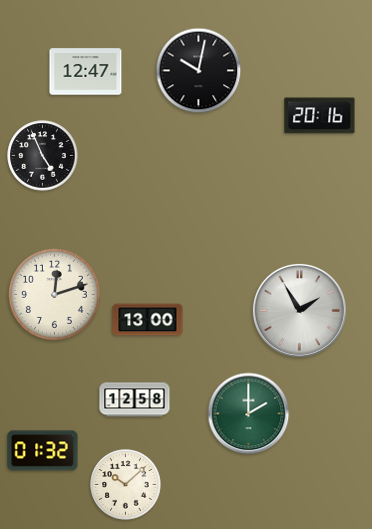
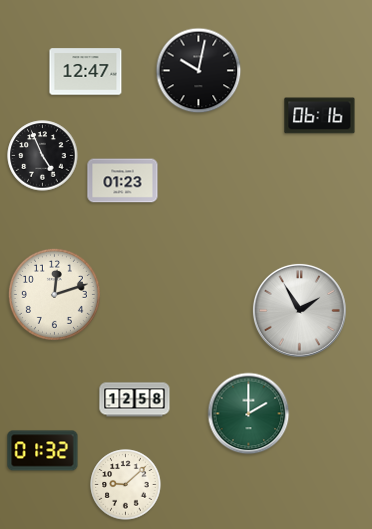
clock at (320, 116): 20:16 -> 06:16
clock at (123, 181): none -> 01:23
clock at (148, 320): 13:00 -> none
clock at (126, 485): 10:08 -> 9:08
